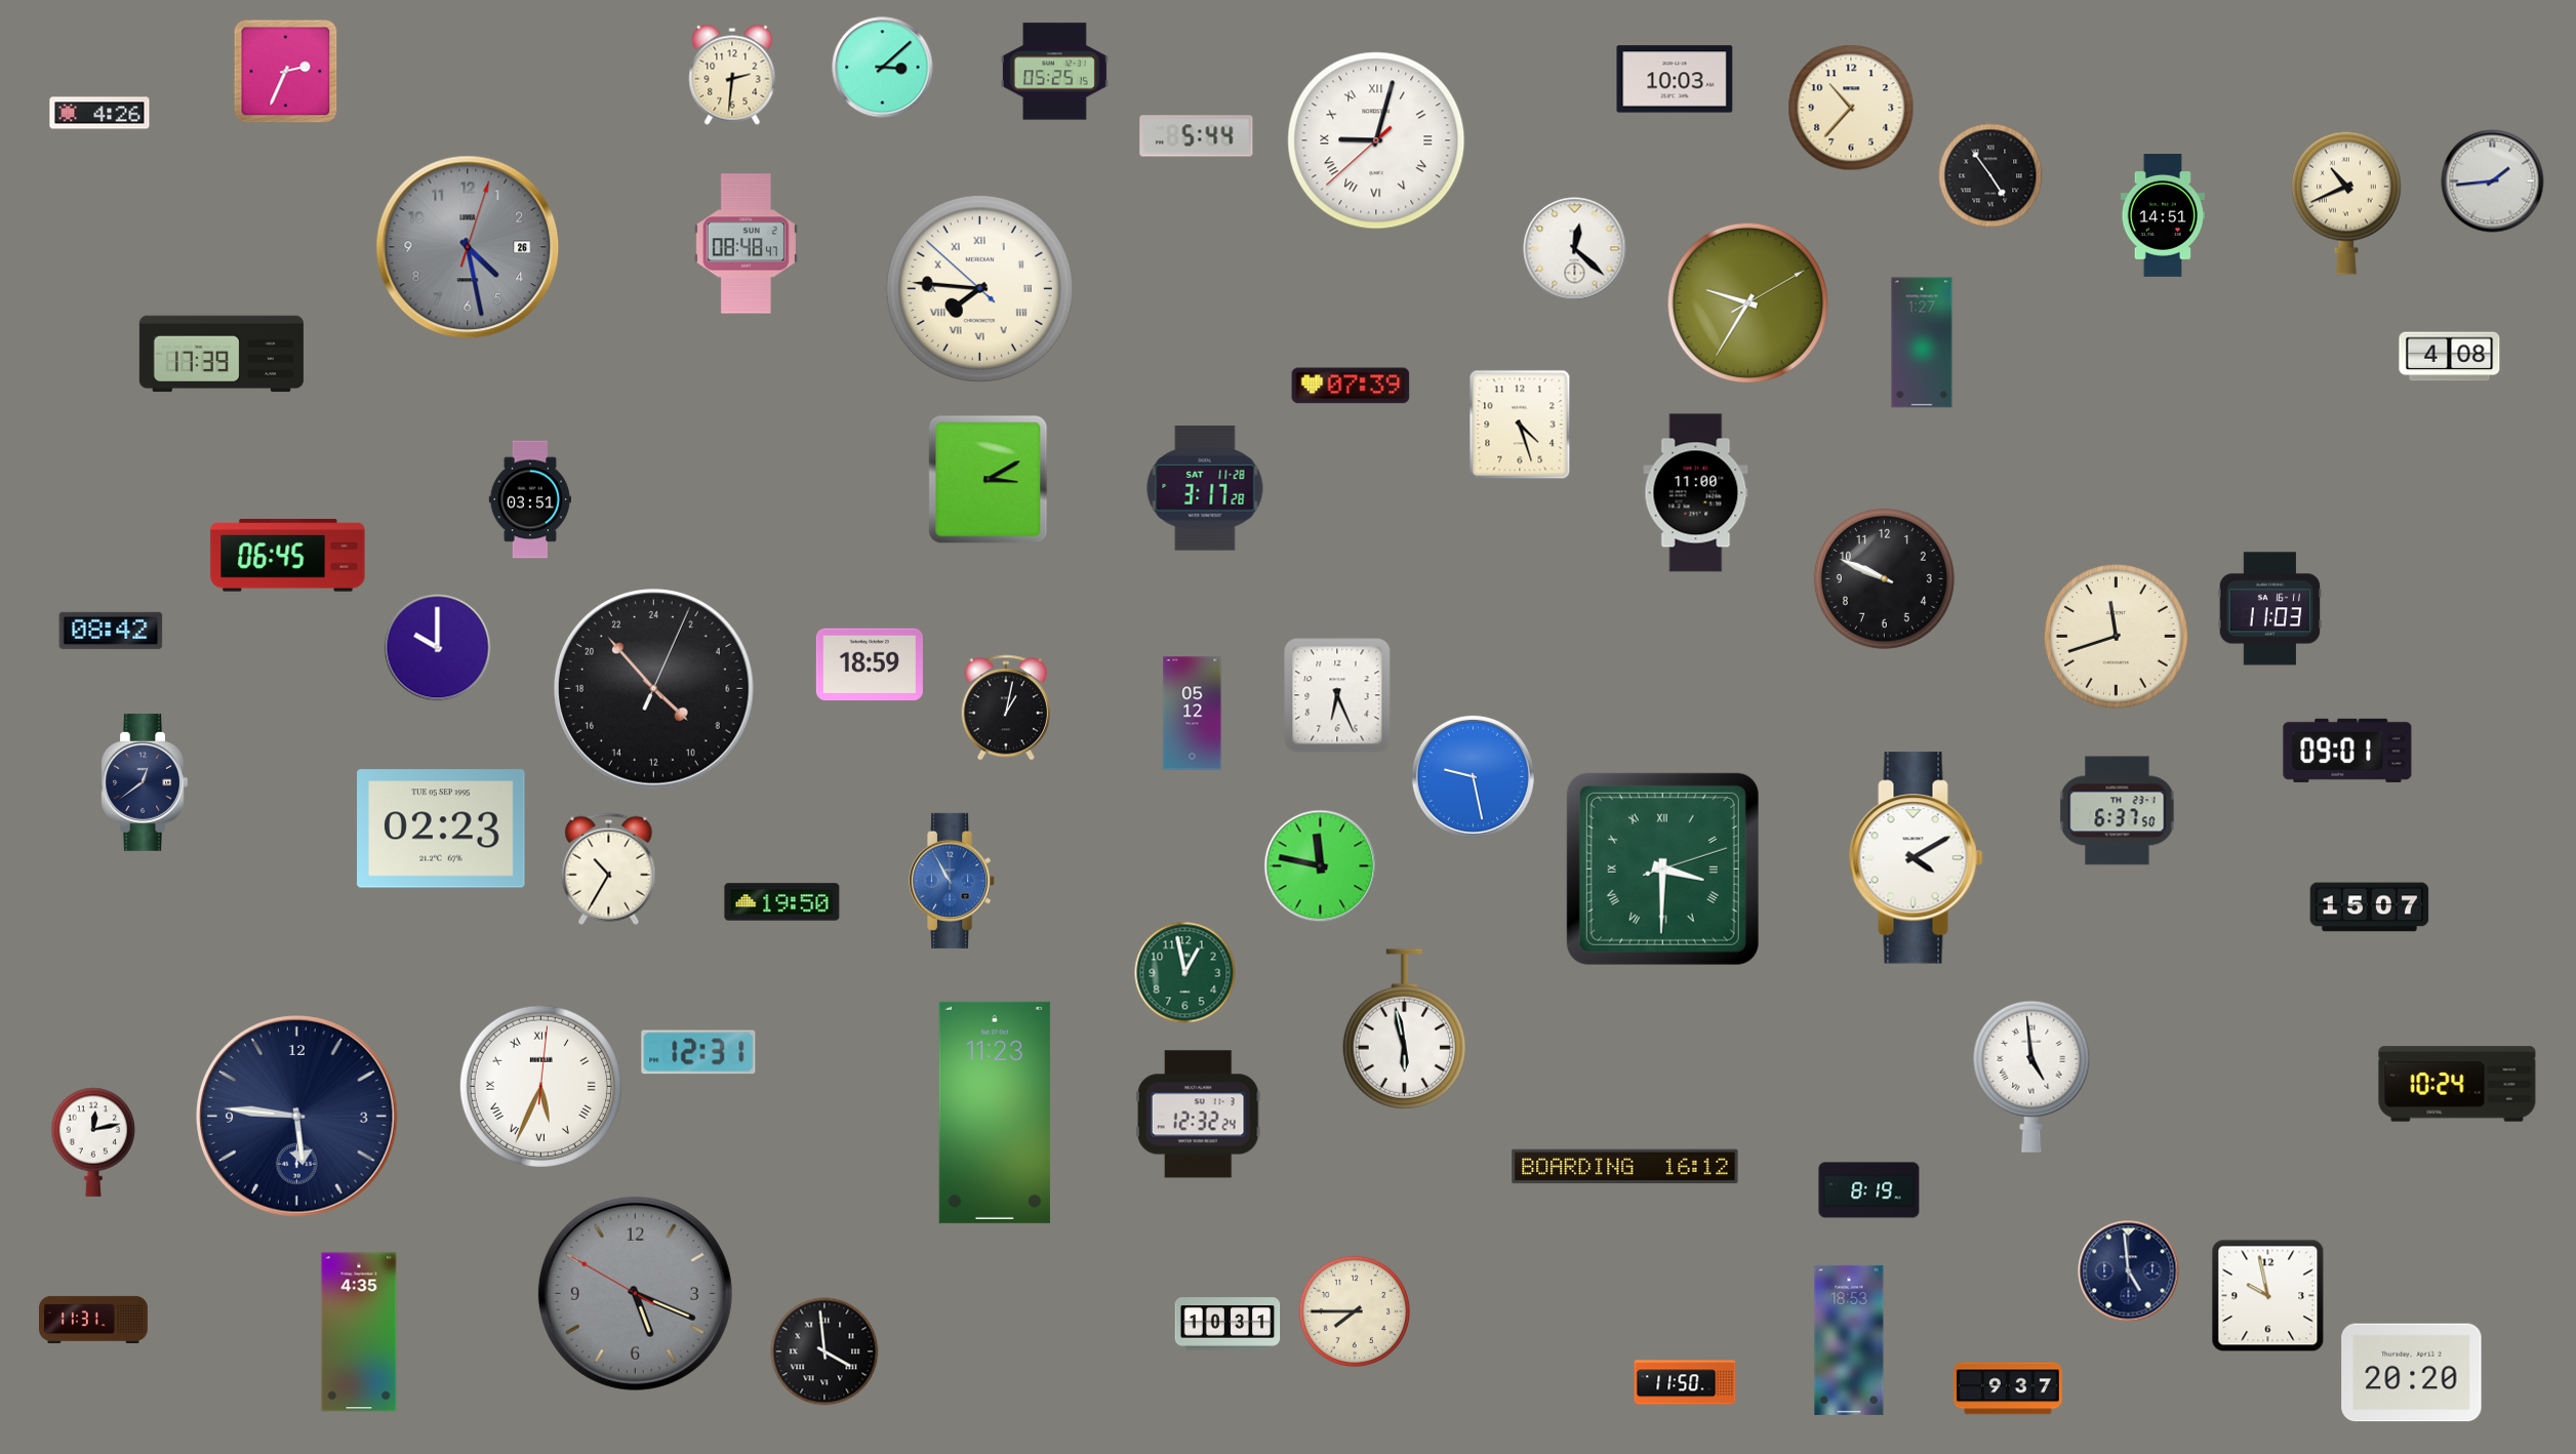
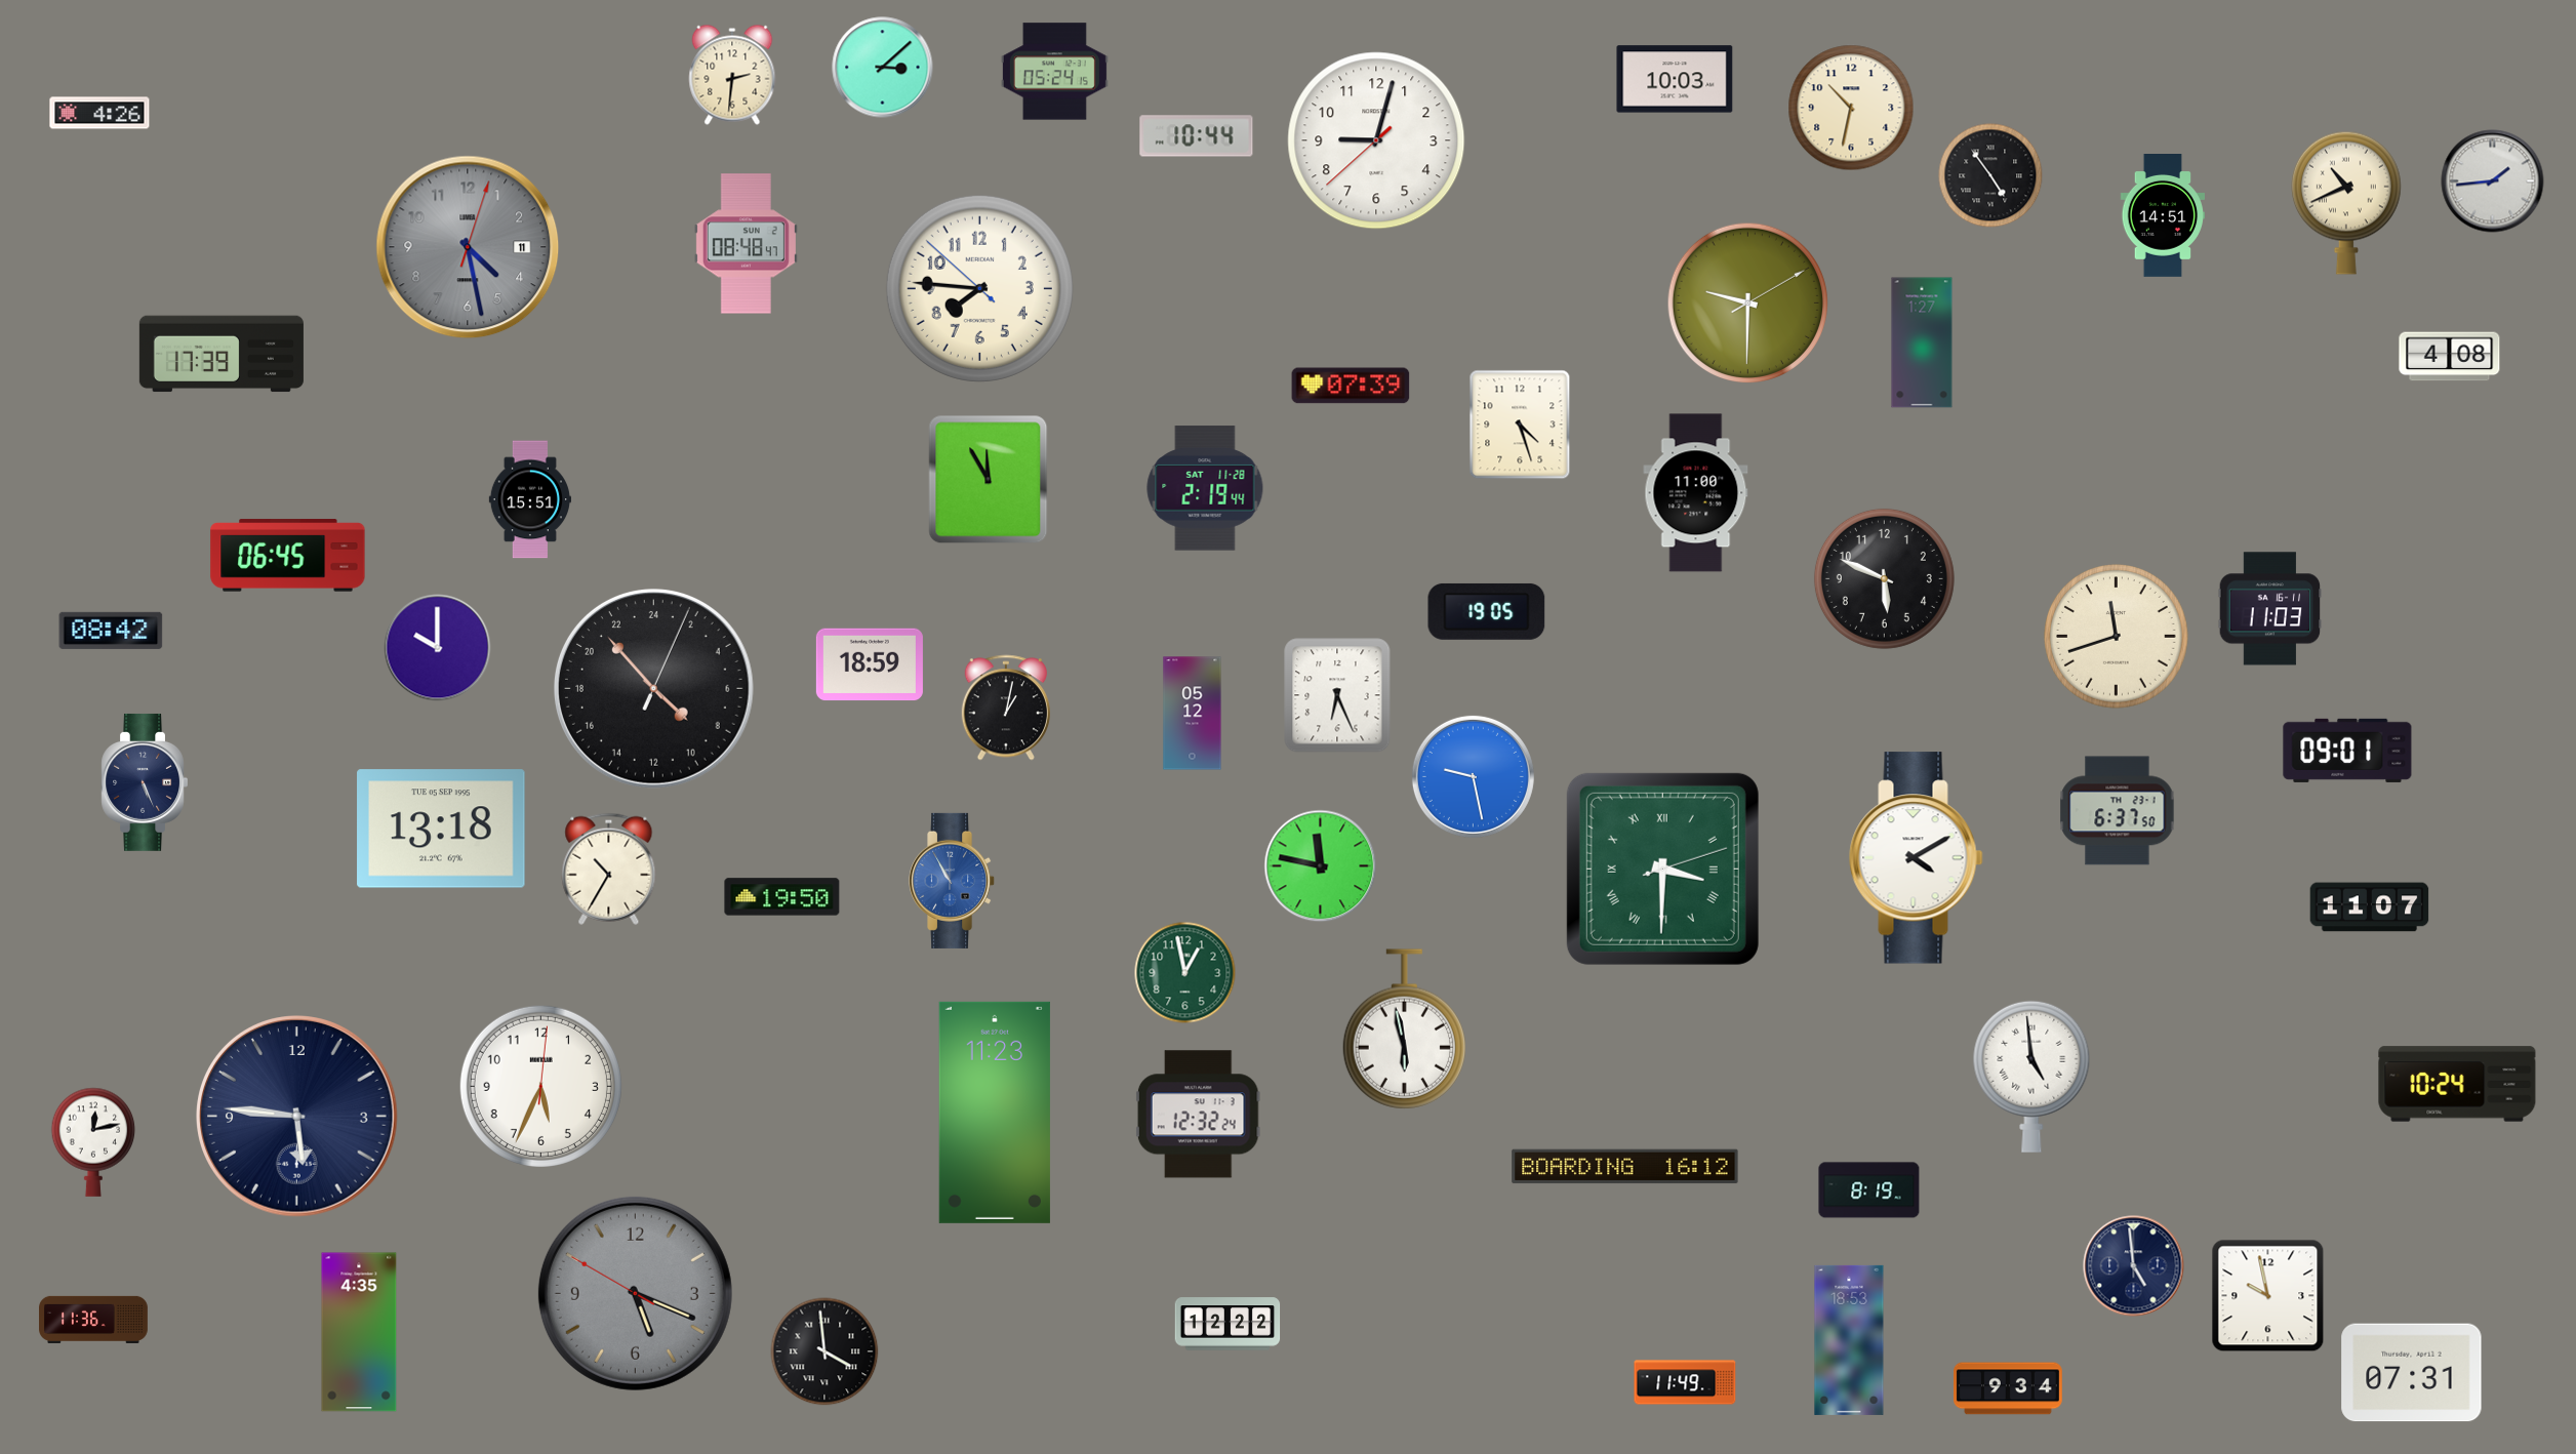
clock at (286, 72): 2:34 -> none
clock at (1054, 72): 05:25 -> 05:24
clock at (1851, 108): 10:37 -> 10:32
clock at (1197, 136): 5:44 -> 10:44
clock at (1376, 140) numerals: Roman -> Arabic
clock at (468, 247) date: 26 -> 11
clock at (1575, 249): 12:22 -> none
clock at (979, 288) numerals: Roman -> Arabic
clock at (1747, 302): 9:35 -> 9:30
clock at (989, 480): 3:10 -> 11:55
clock at (1205, 488): 3:17 -> 2:19
clock at (530, 499): 03:51 -> 15:51
clock at (1884, 578): 9:49 -> 5:49
clock at (1487, 611): none -> 19:05
clock at (145, 782): 12:39 -> 5:26
clock at (441, 829): 02:23 -> 13:18
clock at (782, 902) position: (782, 902) -> (782, 897)
clock at (2370, 907): 15:07 -> 11:07
clock at (698, 1052): 12:31 -> none
clock at (540, 1086) numerals: Roman -> Arabic
clock at (2129, 1271) position: (2129, 1271) -> (2134, 1266)
clock at (1355, 1311): 7:45 -> none
clock at (94, 1320): 11:31 -> 11:36
clock at (1227, 1324): 10:31 -> 12:22
clock at (2412, 1373): 20:20 -> 07:31
clock at (1685, 1382): 11:50 -> 11:49
clock at (2009, 1388): 9:37 -> 9:34
